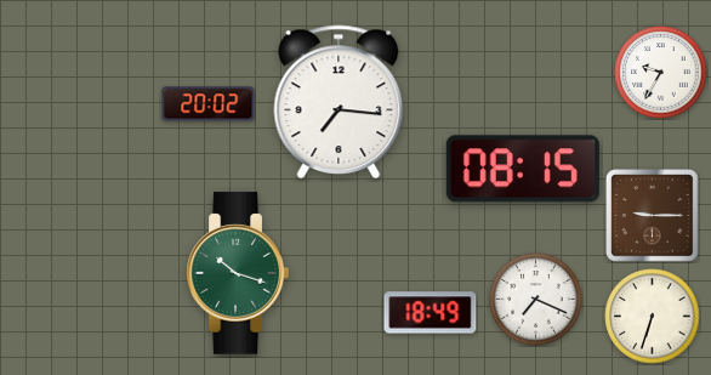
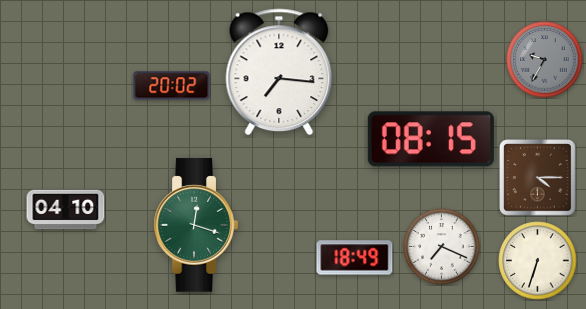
clock at (661, 73) dial: white -> grey
clock at (339, 102) position: (339, 102) -> (279, 72)
clock at (653, 216): 9:15 -> 4:15
clock at (66, 210): none -> 04:10
clock at (238, 273): 10:18 -> 12:18
